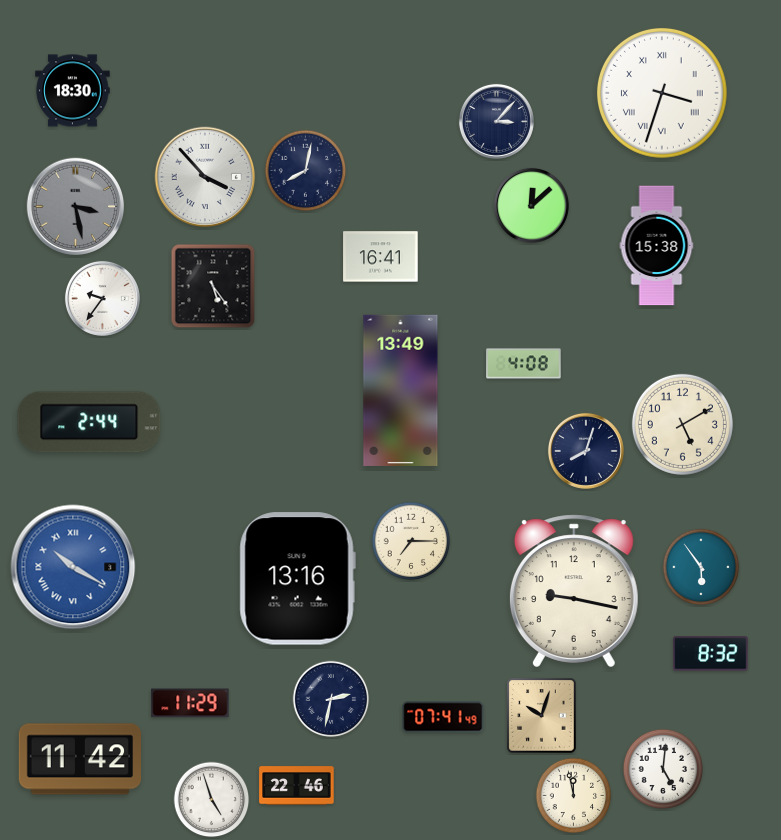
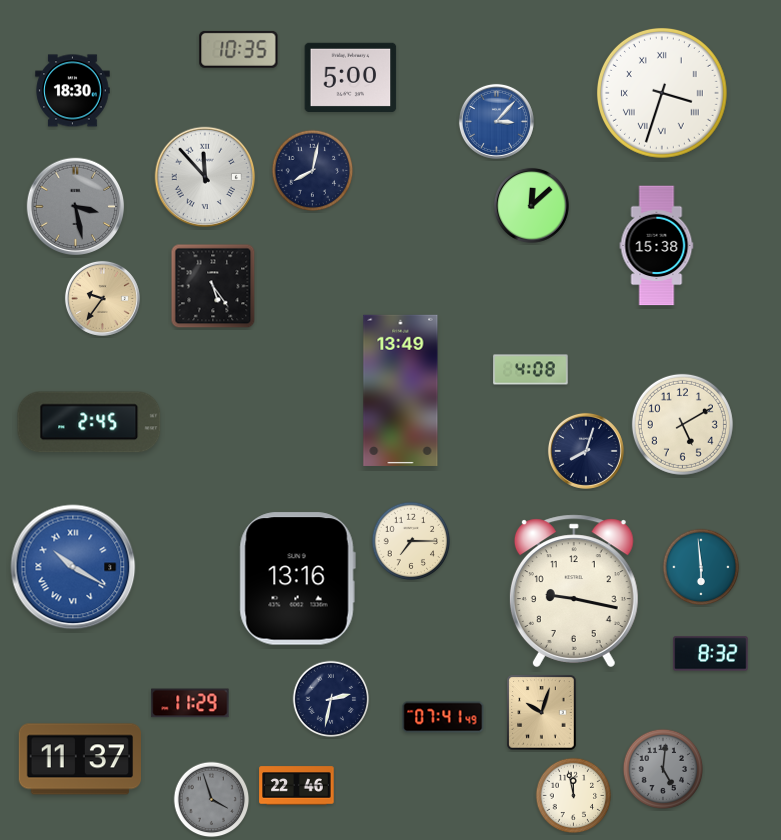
clock at (239, 49): none -> 10:35
clock at (351, 77): none -> 5:00
clock at (496, 121) dial: navy -> blue
clock at (306, 171) position: (306, 171) -> (313, 171)
clock at (205, 177): 3:53 -> 11:53
clock at (381, 257): 16:41 -> none
clock at (102, 298) dial: white -> champagne
clock at (524, 364) position: (524, 364) -> (531, 370)
clock at (89, 422): 2:44 -> 2:45
clock at (701, 567): 5:54 -> 5:59
clock at (542, 716) position: (542, 716) -> (542, 713)
clock at (79, 759): 11:42 -> 11:37
clock at (663, 769) dial: white -> grey
clock at (212, 800): 4:57 -> 3:57
clock at (212, 800) dial: white -> grey
